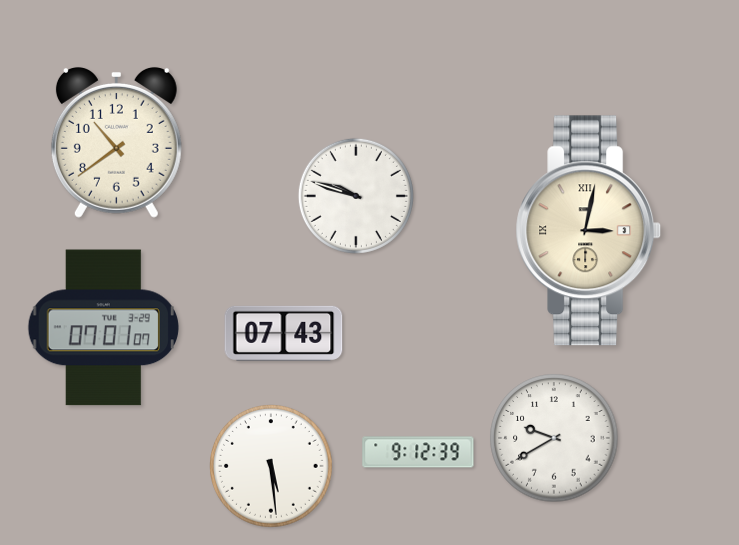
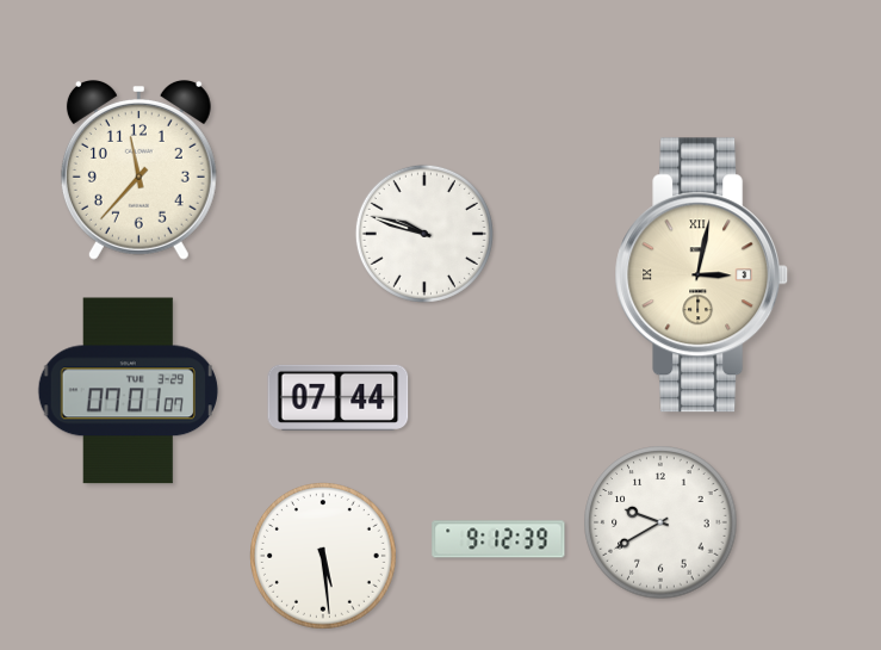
clock at (116, 142): 10:39 -> 11:37
clock at (103, 328) position: (103, 328) -> (128, 391)
clock at (284, 333): 07:43 -> 07:44
